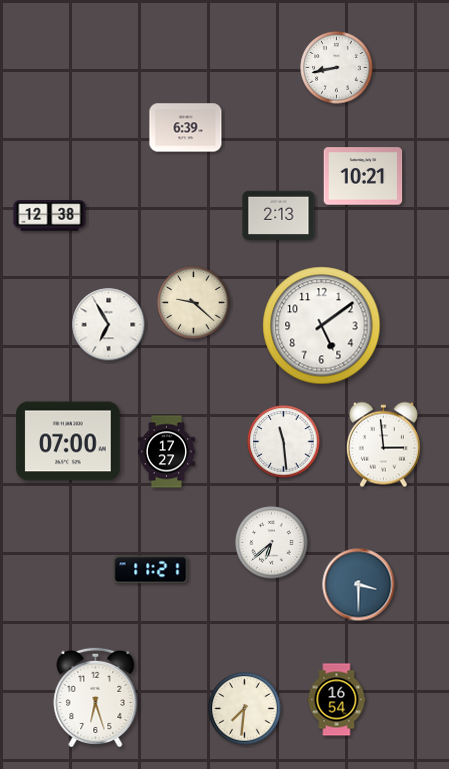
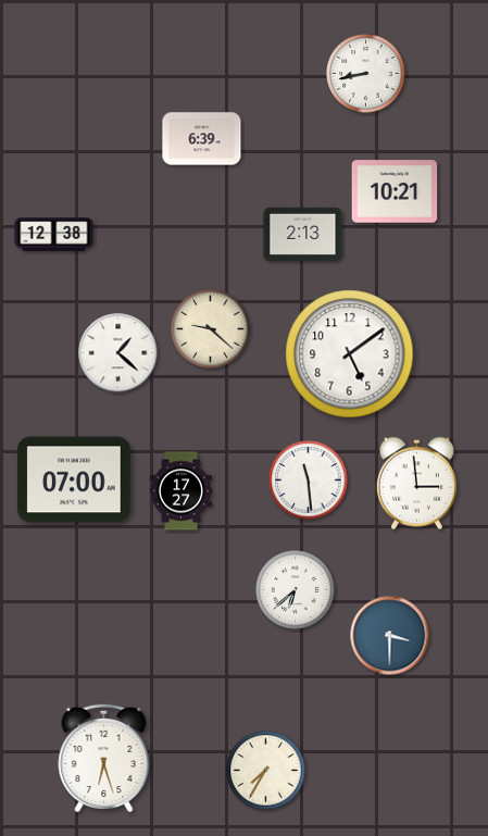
clock at (109, 325): 6:55 -> 1:22
clock at (151, 570): 11:21 -> none
clock at (337, 700): 16:54 -> none
clock at (245, 709): 7:31 -> 7:35
